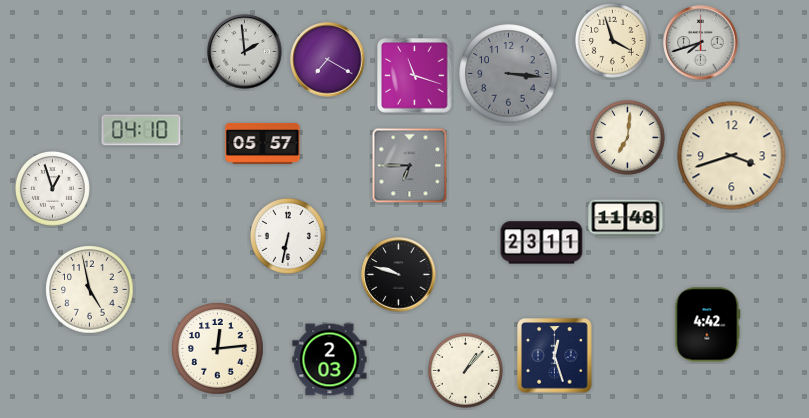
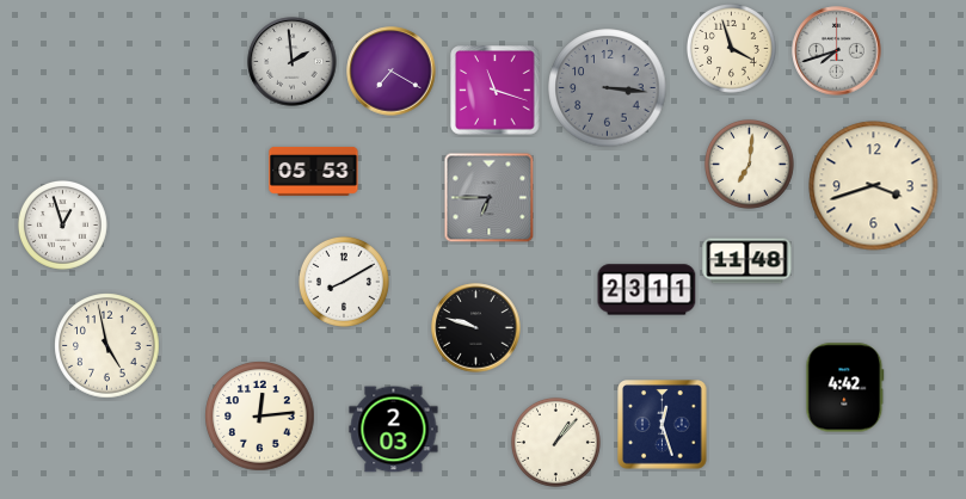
clock at (141, 130): 04:10 -> none
clock at (263, 143): 05:57 -> 05:53
clock at (288, 236): 6:32 -> 8:10
